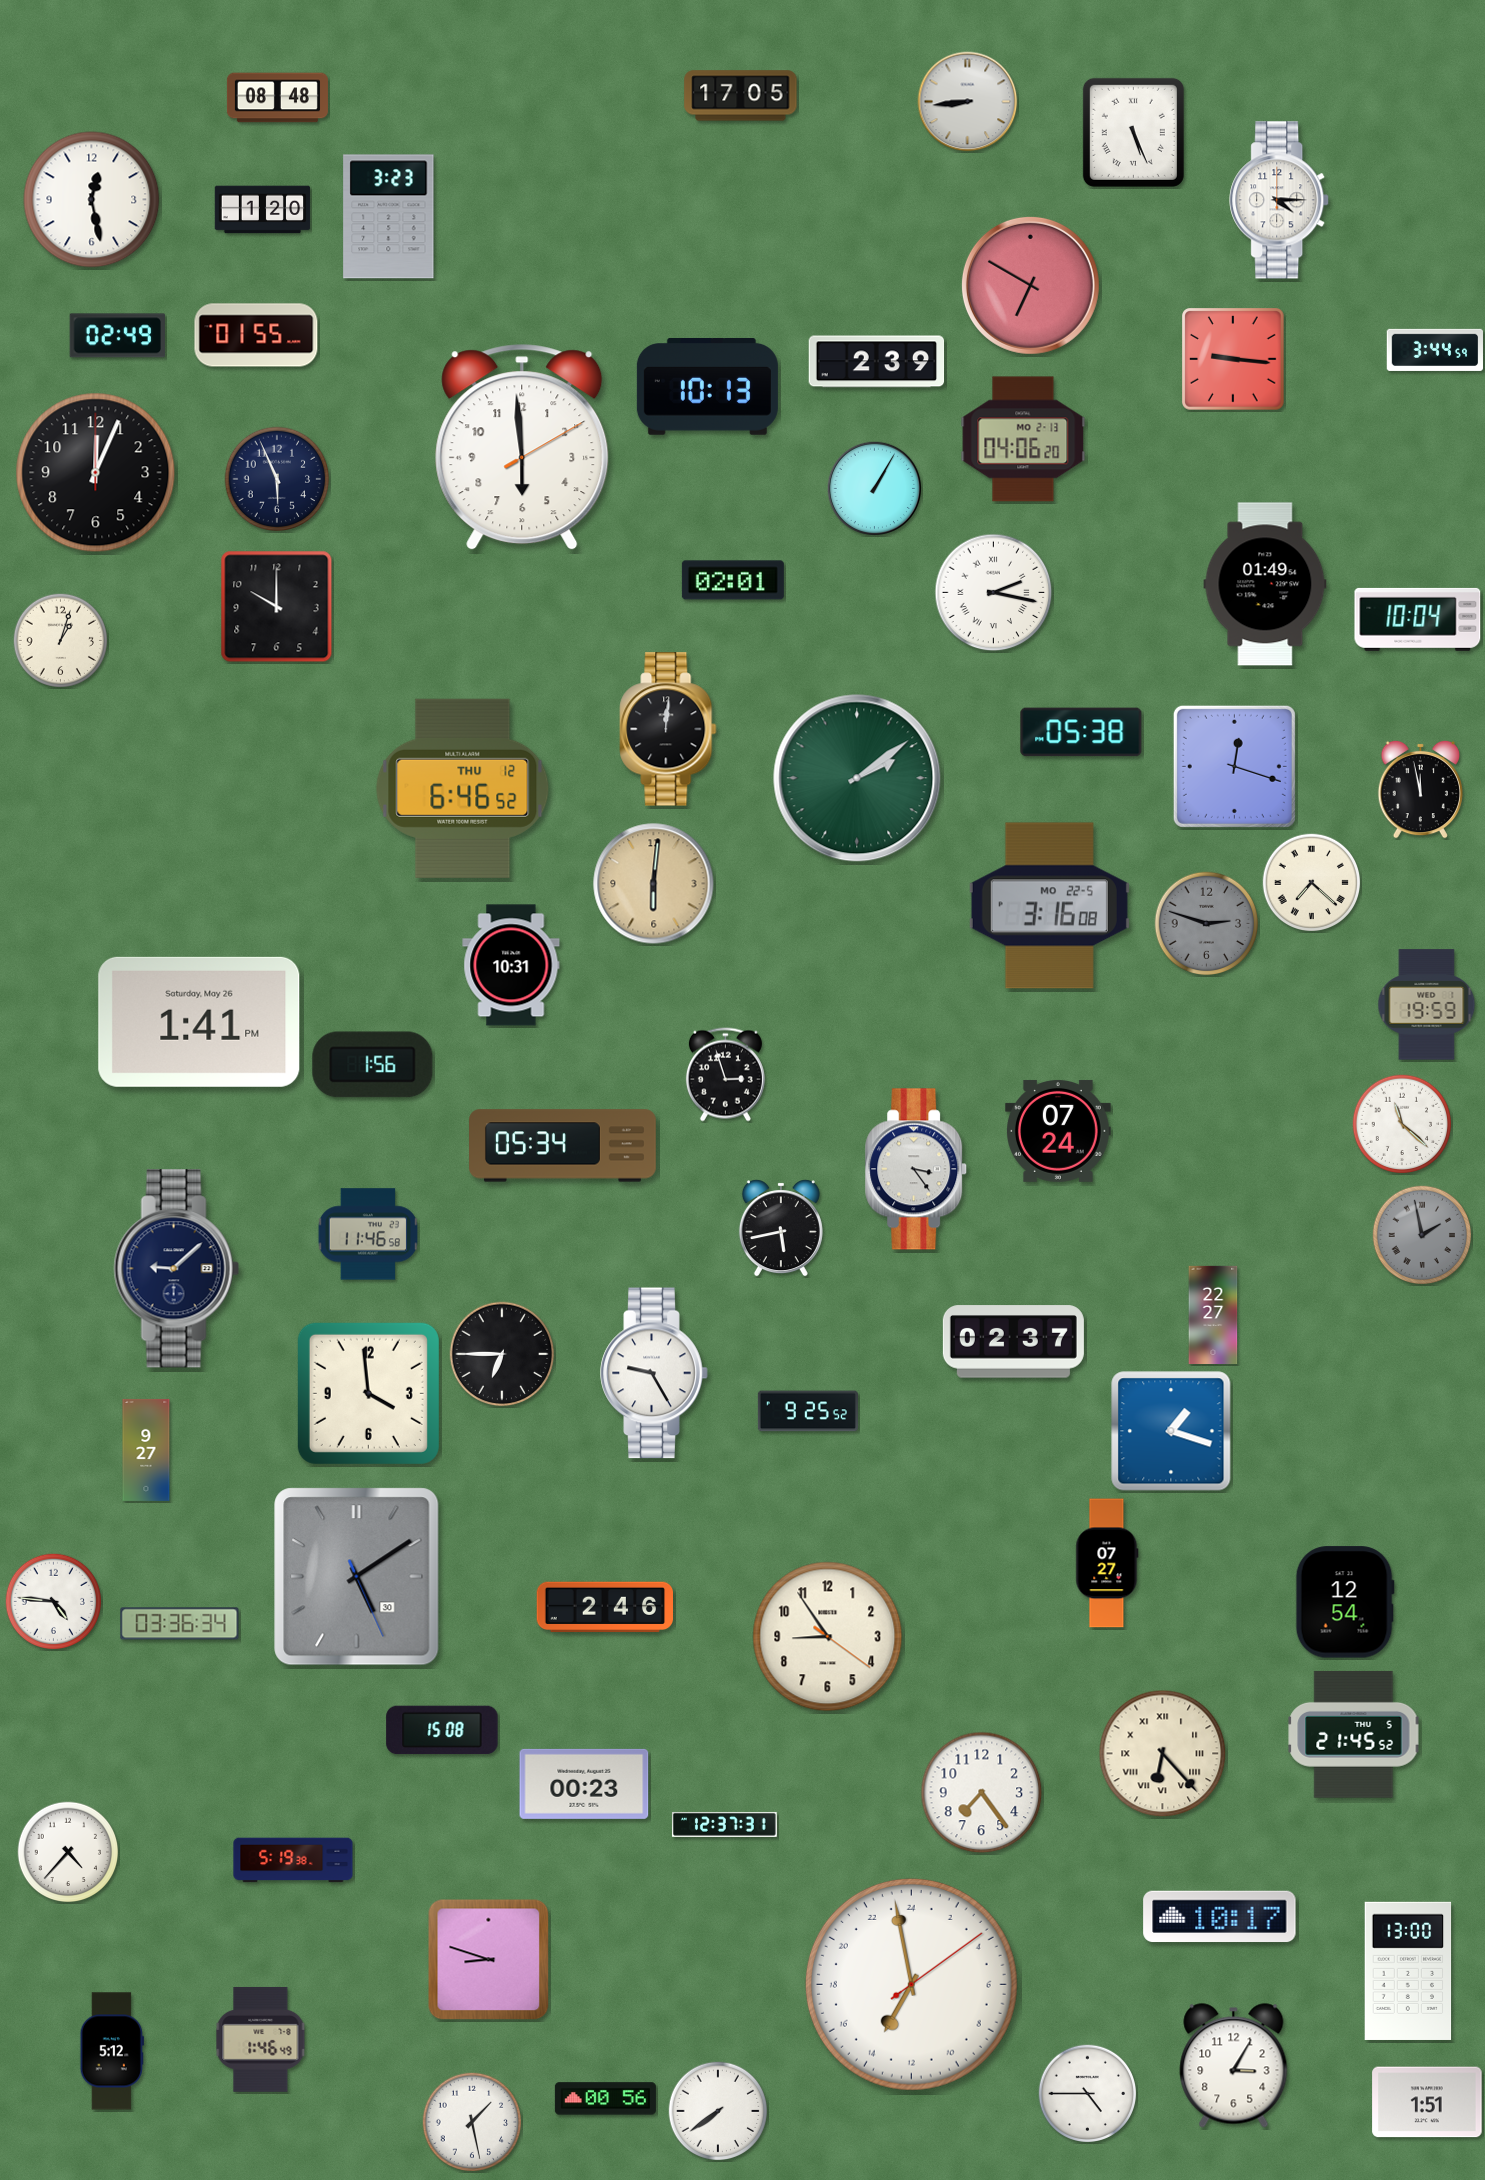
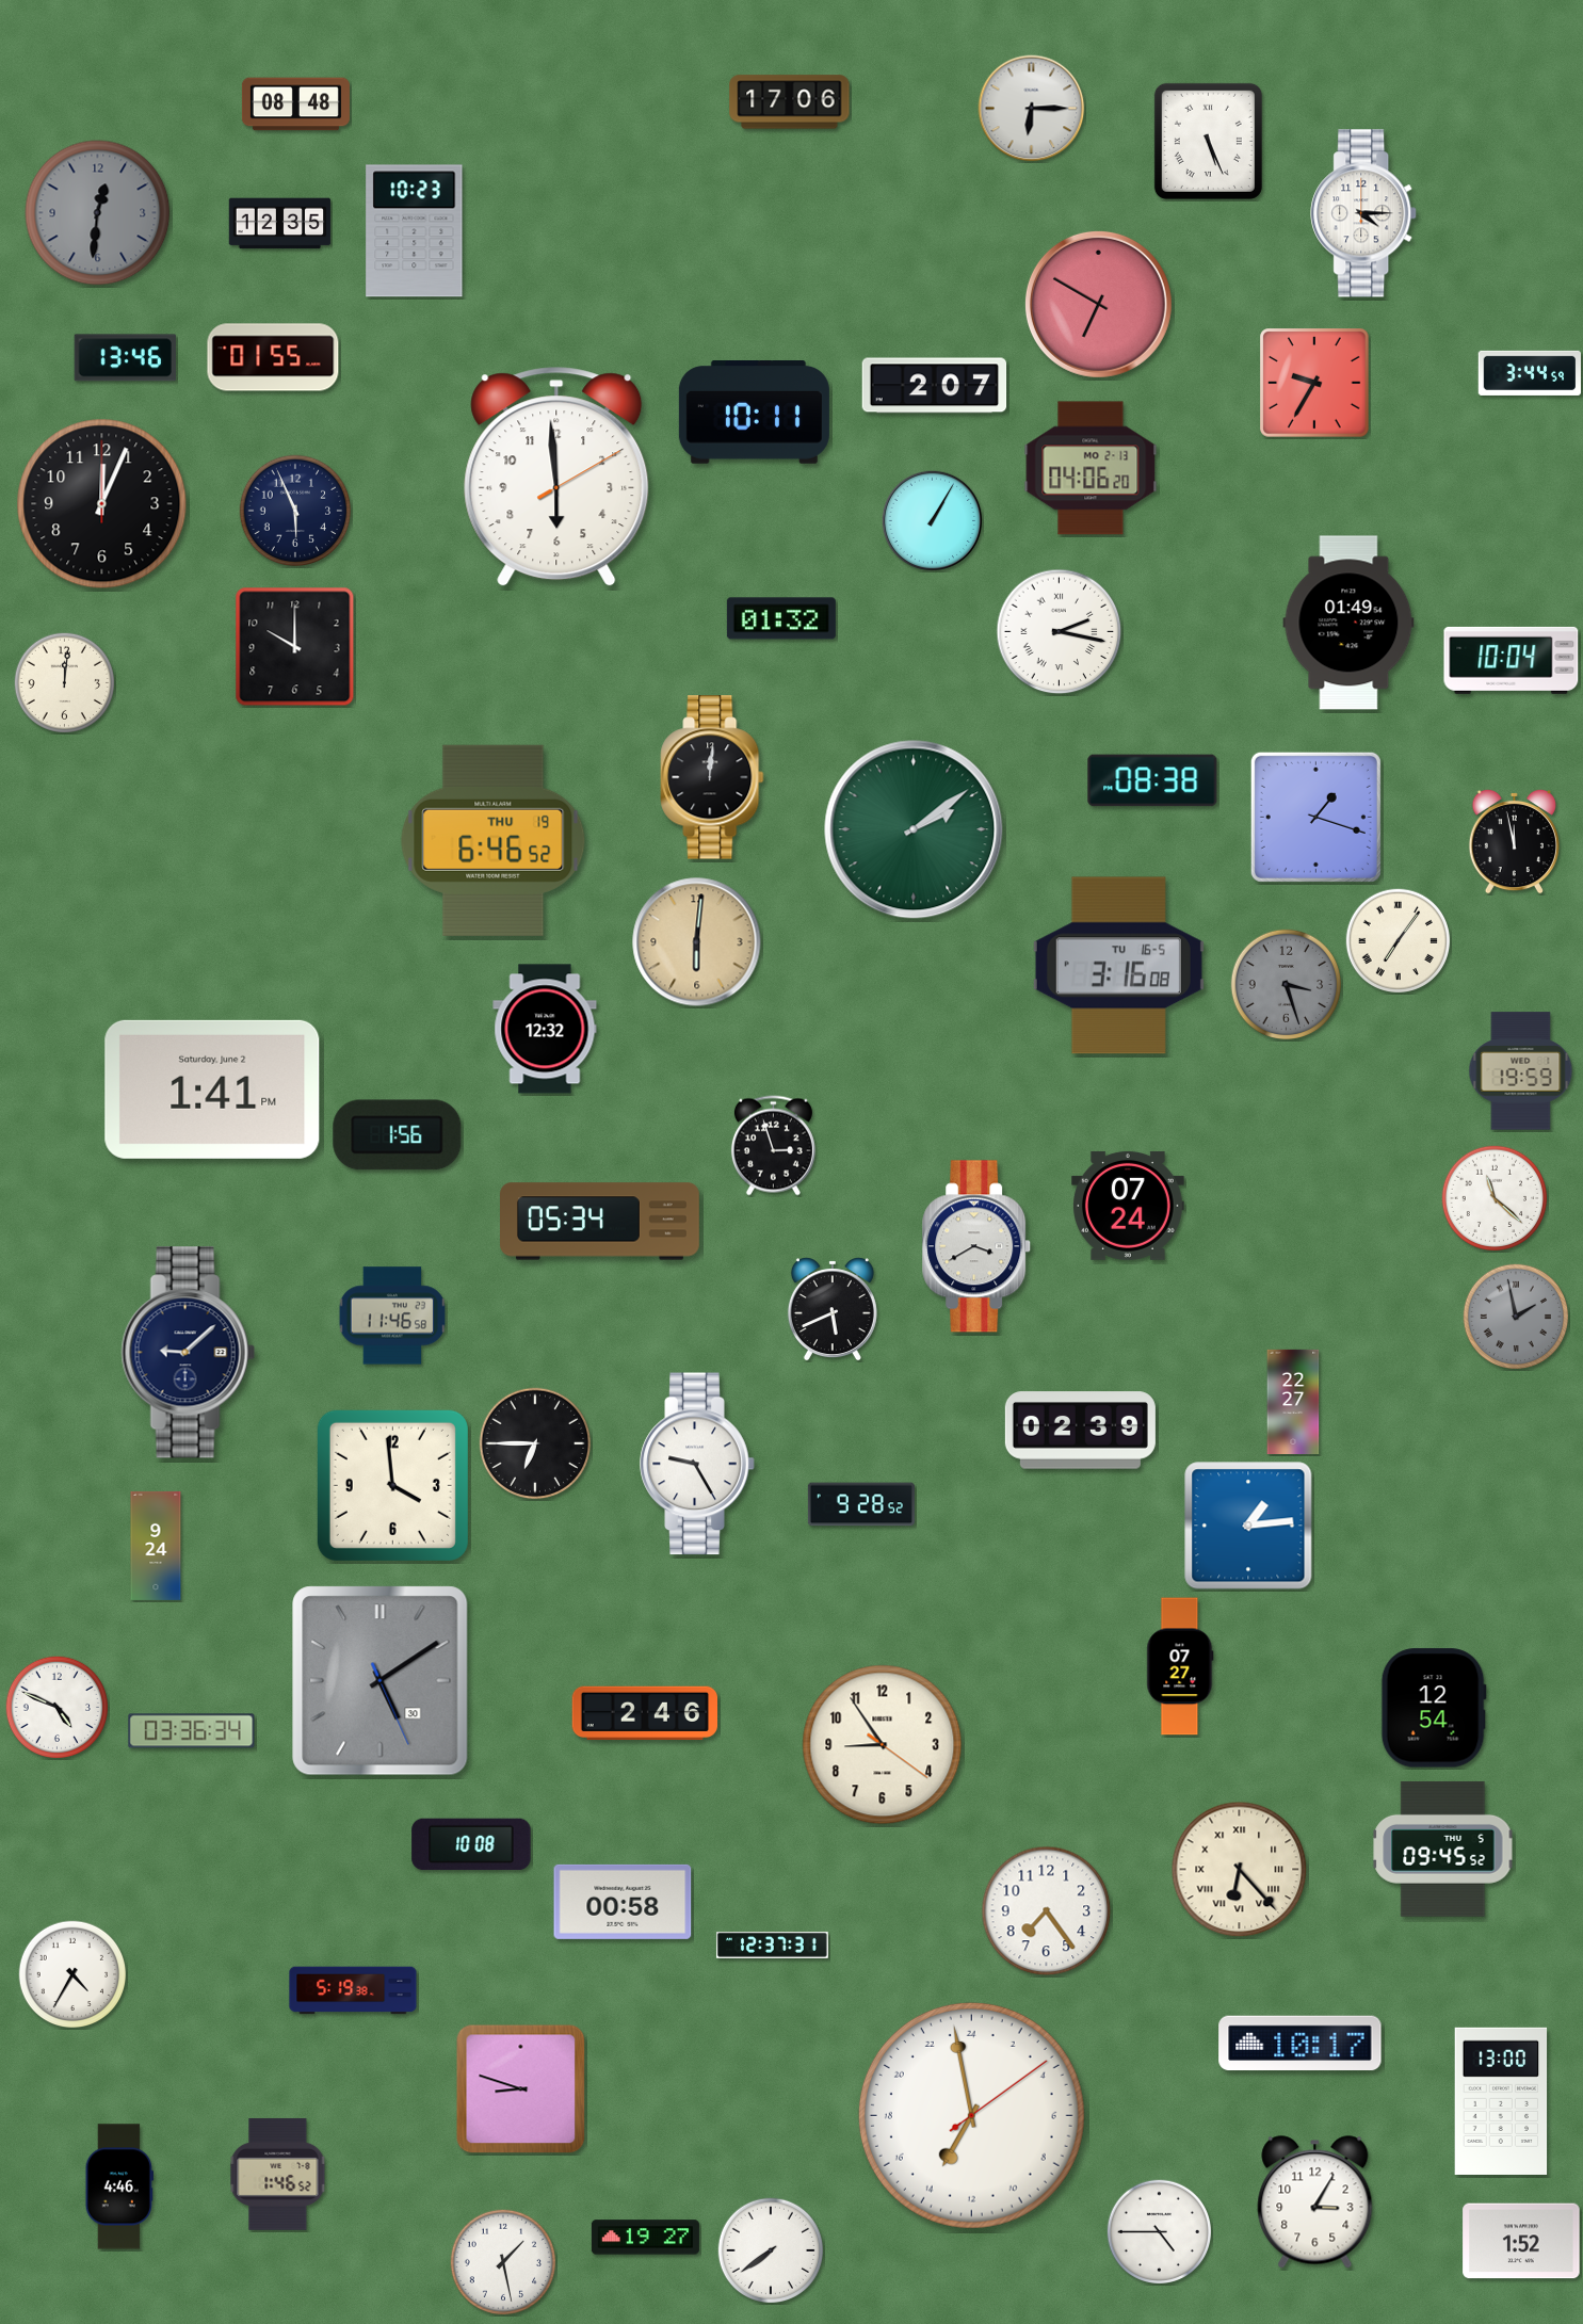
clock at (741, 96): 17:05 -> 17:06
clock at (968, 102): 8:44 -> 6:15
clock at (92, 200): 12:28 -> 12:31
clock at (92, 200) dial: white -> grey
clock at (263, 210): 1:20 -> 12:35
clock at (389, 217): 3:23 -> 10:23
clock at (117, 336): 02:49 -> 13:46
clock at (1233, 359): 9:16 -> 9:35
clock at (877, 362): 2:39 -> 2:07
clock at (707, 387): 10:13 -> 10:11
clock at (733, 580): 02:01 -> 01:32
clock at (60, 640): 1:03 -> 12:01
clock at (1081, 732): 05:38 -> 08:38
clock at (1234, 766): 12:18 -> 1:18
clock at (463, 788) date: THU 12 -> THU 19
clock at (1312, 883): 7:22 -> 7:06
clock at (1049, 906) date: MO 22-5 -> TU 16-5
clock at (1207, 924): 2:48 -> 3:27
clock at (511, 965): 10:31 -> 12:32
clock at (199, 1022) date: Saturday, May 26 -> Saturday, June 2
clock at (917, 1169): 3:24 -> 3:40
clock at (781, 1228): 5:43 -> 5:41
clock at (1013, 1342): 02:37 -> 02:39
clock at (808, 1411): 9:25 -> 9:28
clock at (1171, 1431): 1:18 -> 1:14
clock at (146, 1450): 9:27 -> 9:24
clock at (53, 1601): 4:46 -> 4:49
clock at (442, 1730): 15:08 -> 10:08
clock at (1354, 1734): 21:45 -> 09:45
clock at (584, 1784): 00:23 -> 00:58
clock at (68, 1852): 4:37 -> 4:35
clock at (293, 1860) position: (293, 1860) -> (353, 1990)
clock at (261, 2039): 1:46:49 -> 1:46:52
clock at (112, 2051): 5:12 -> 4:46
clock at (605, 2099): 00:56 -> 19:27
clock at (1427, 2102): 1:51 -> 1:52
clock at (718, 2111) position: (718, 2111) -> (771, 2250)
